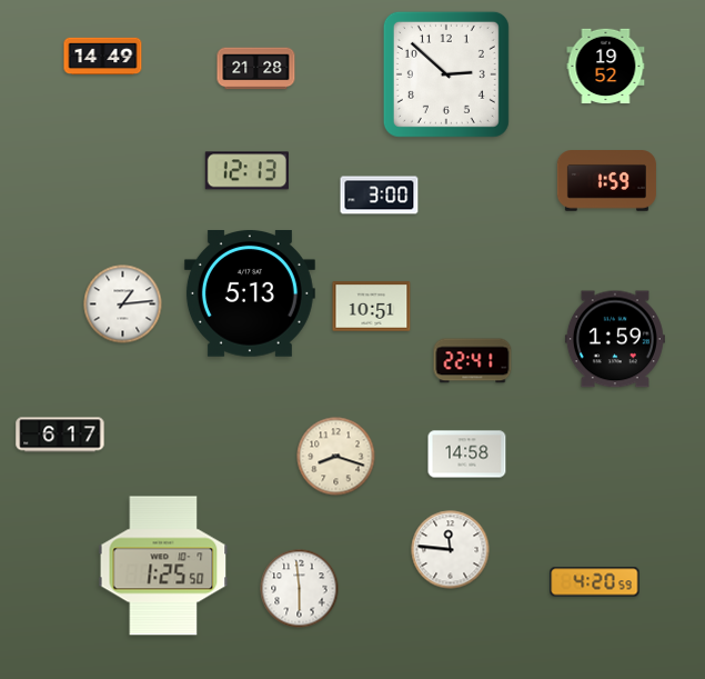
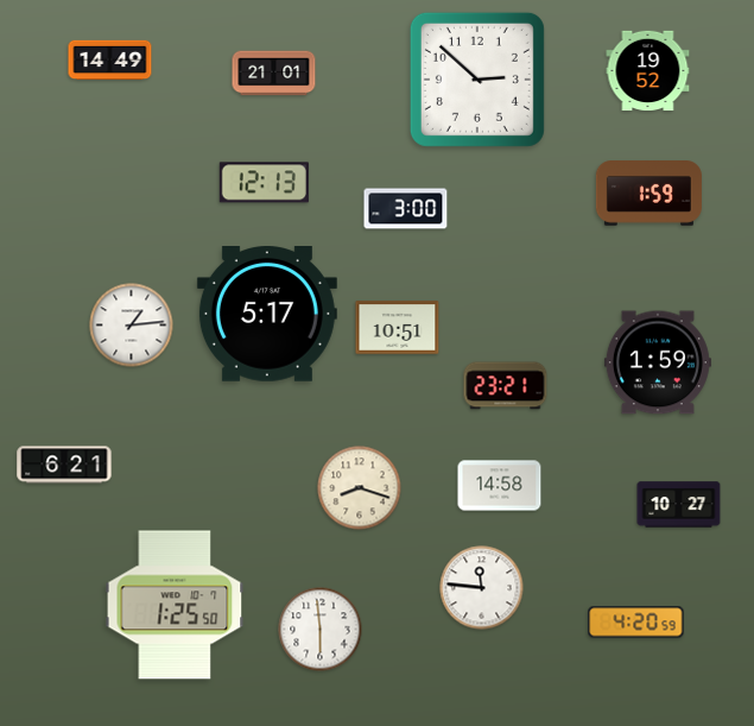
clock at (256, 69): 21:28 -> 21:01
clock at (250, 293): 5:13 -> 5:17
clock at (473, 361): 22:41 -> 23:21
clock at (60, 435): 6:17 -> 6:21
clock at (679, 505): none -> 10:27
